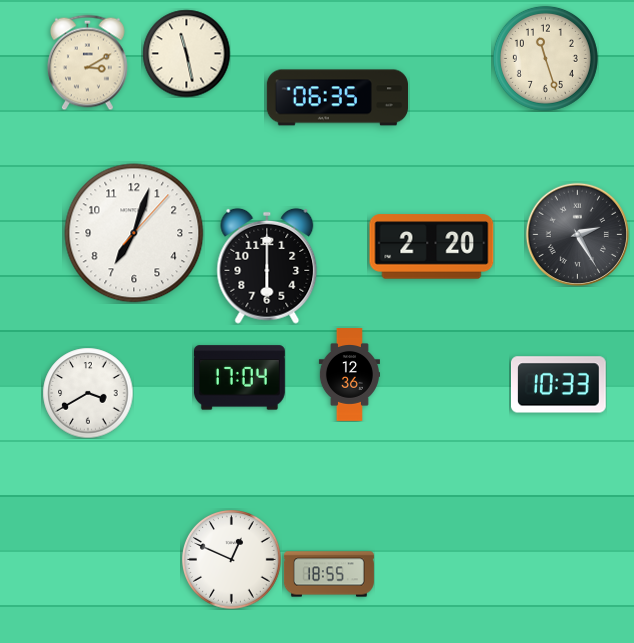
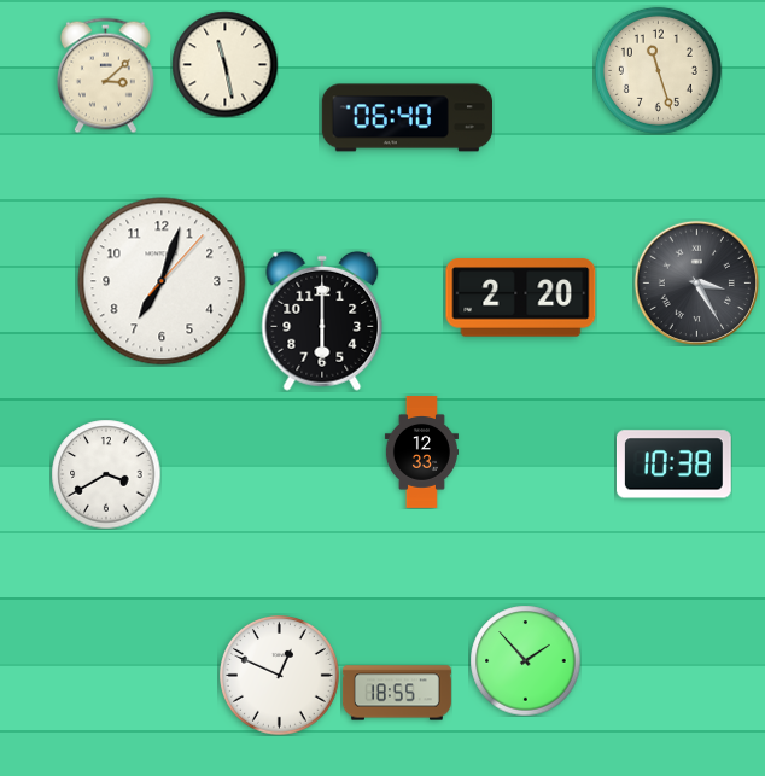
clock at (87, 62): 3:10 -> 3:08
clock at (337, 98): 06:35 -> 06:40
clock at (577, 234): 2:25 -> 3:25
clock at (349, 375): 12:36 -> 12:33
clock at (239, 378): 17:04 -> none
clock at (558, 385): 10:33 -> 10:38
clock at (525, 660): none -> 1:53
